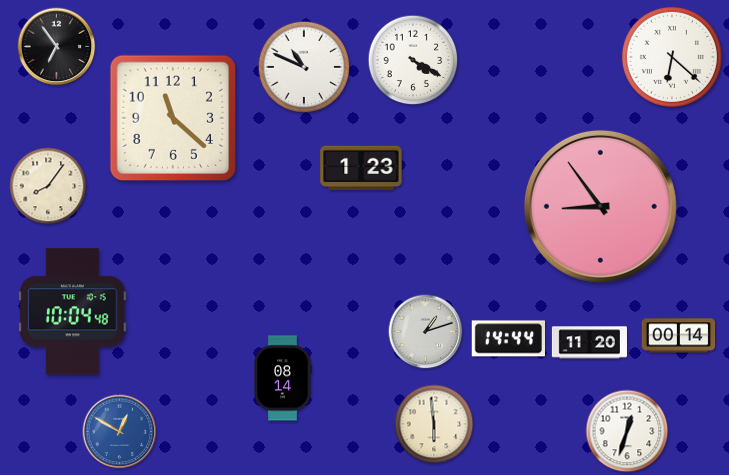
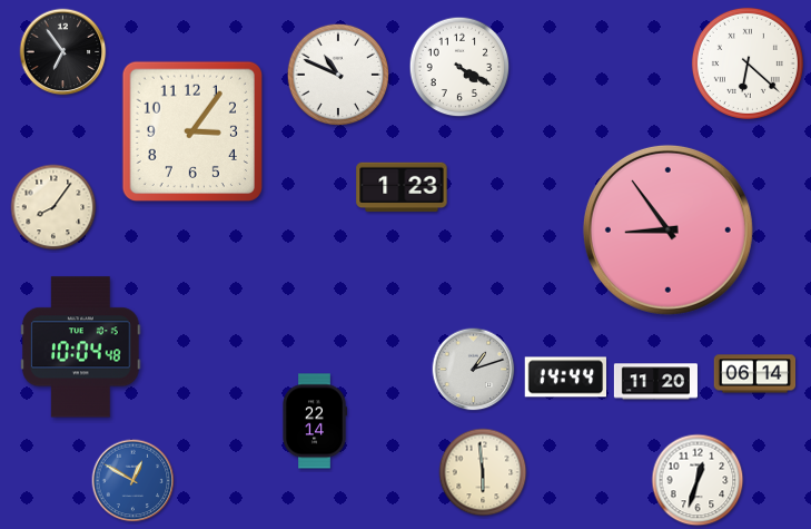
clock at (172, 117): 11:22 -> 3:06
clock at (679, 336): 00:14 -> 06:14
clock at (283, 378): 08:14 -> 22:14
